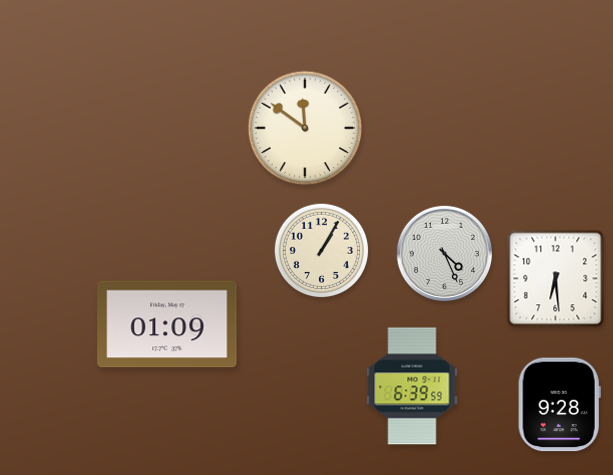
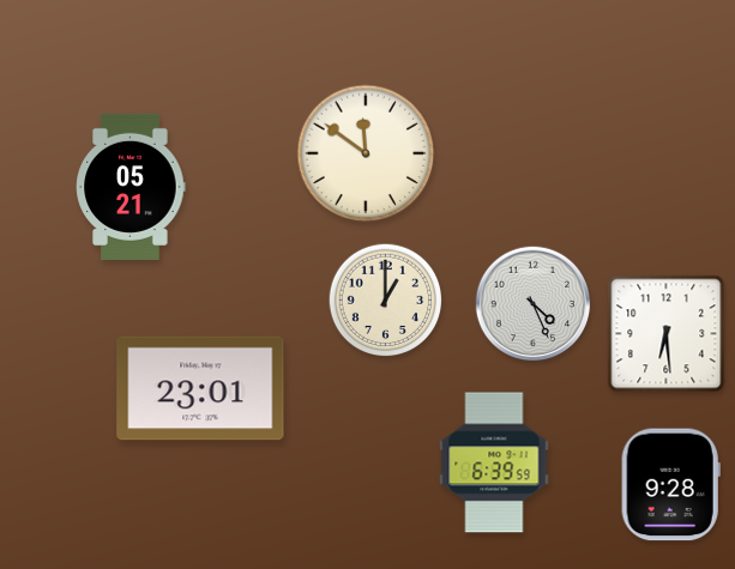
clock at (131, 187): none -> 05:21
clock at (322, 251): 1:05 -> 1:00
clock at (167, 324): 01:09 -> 23:01
